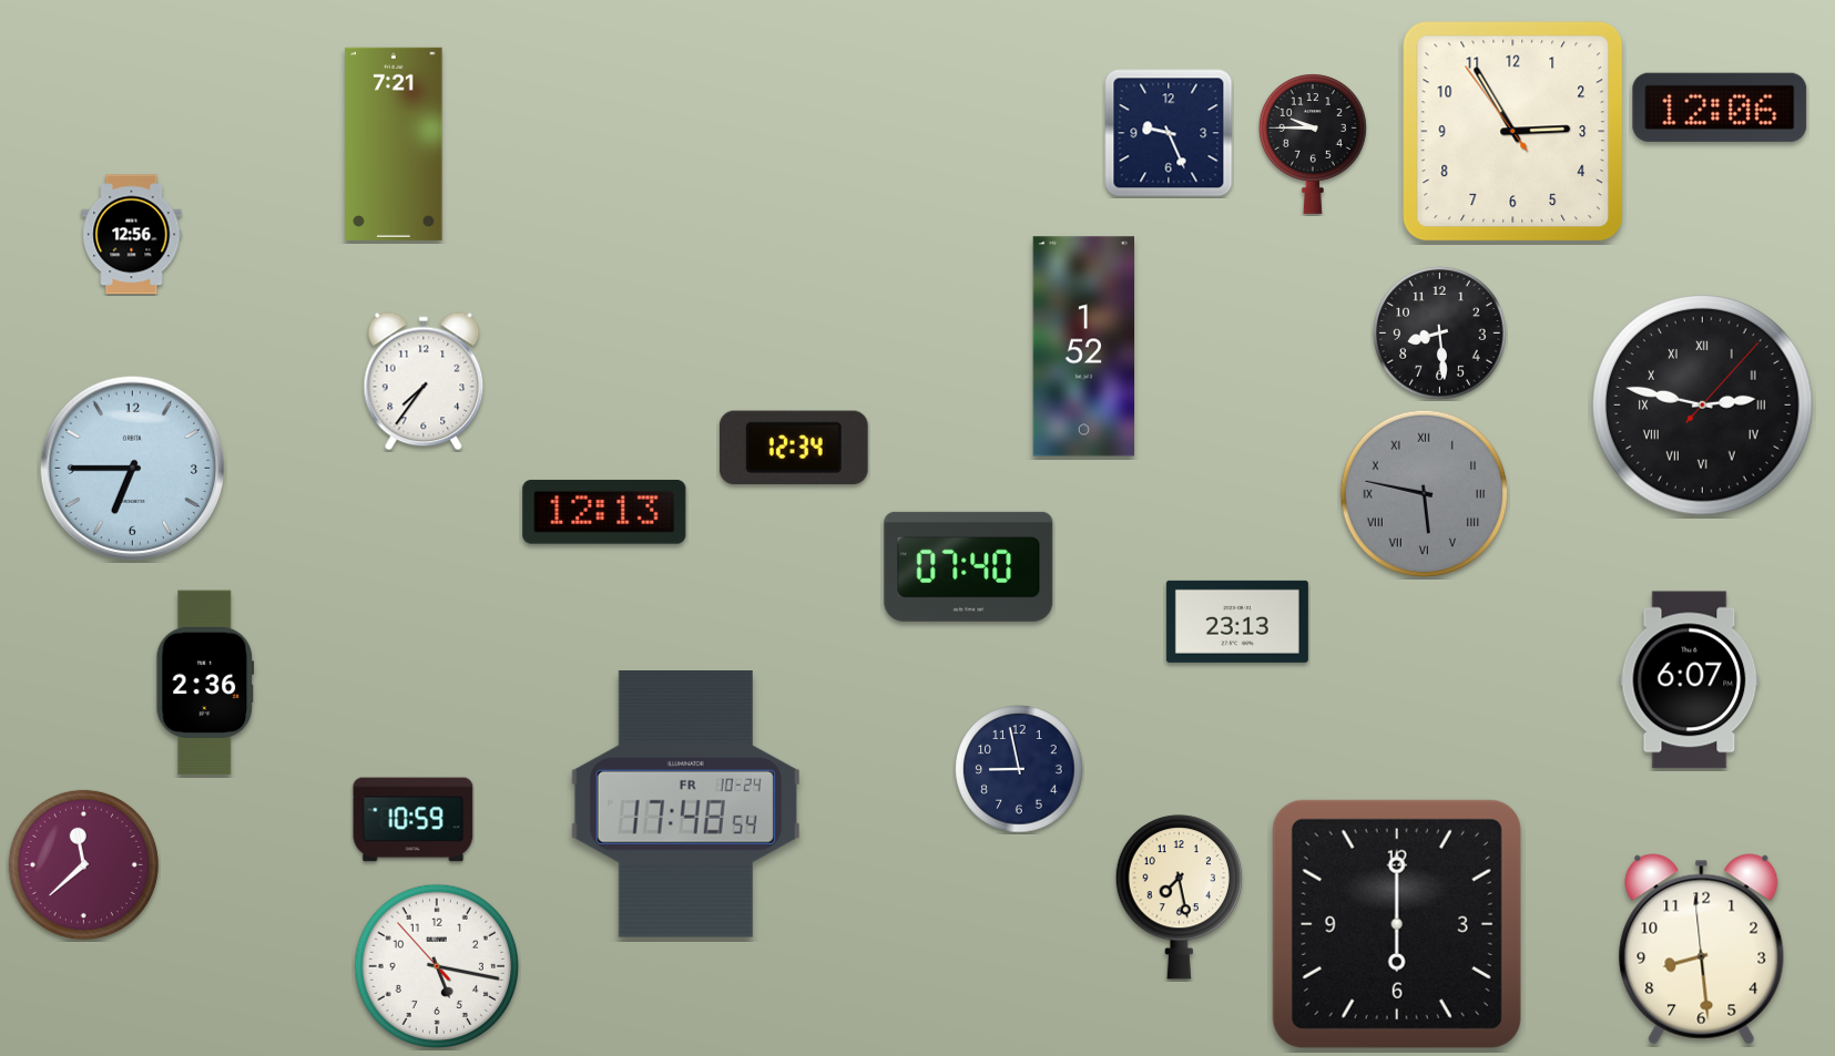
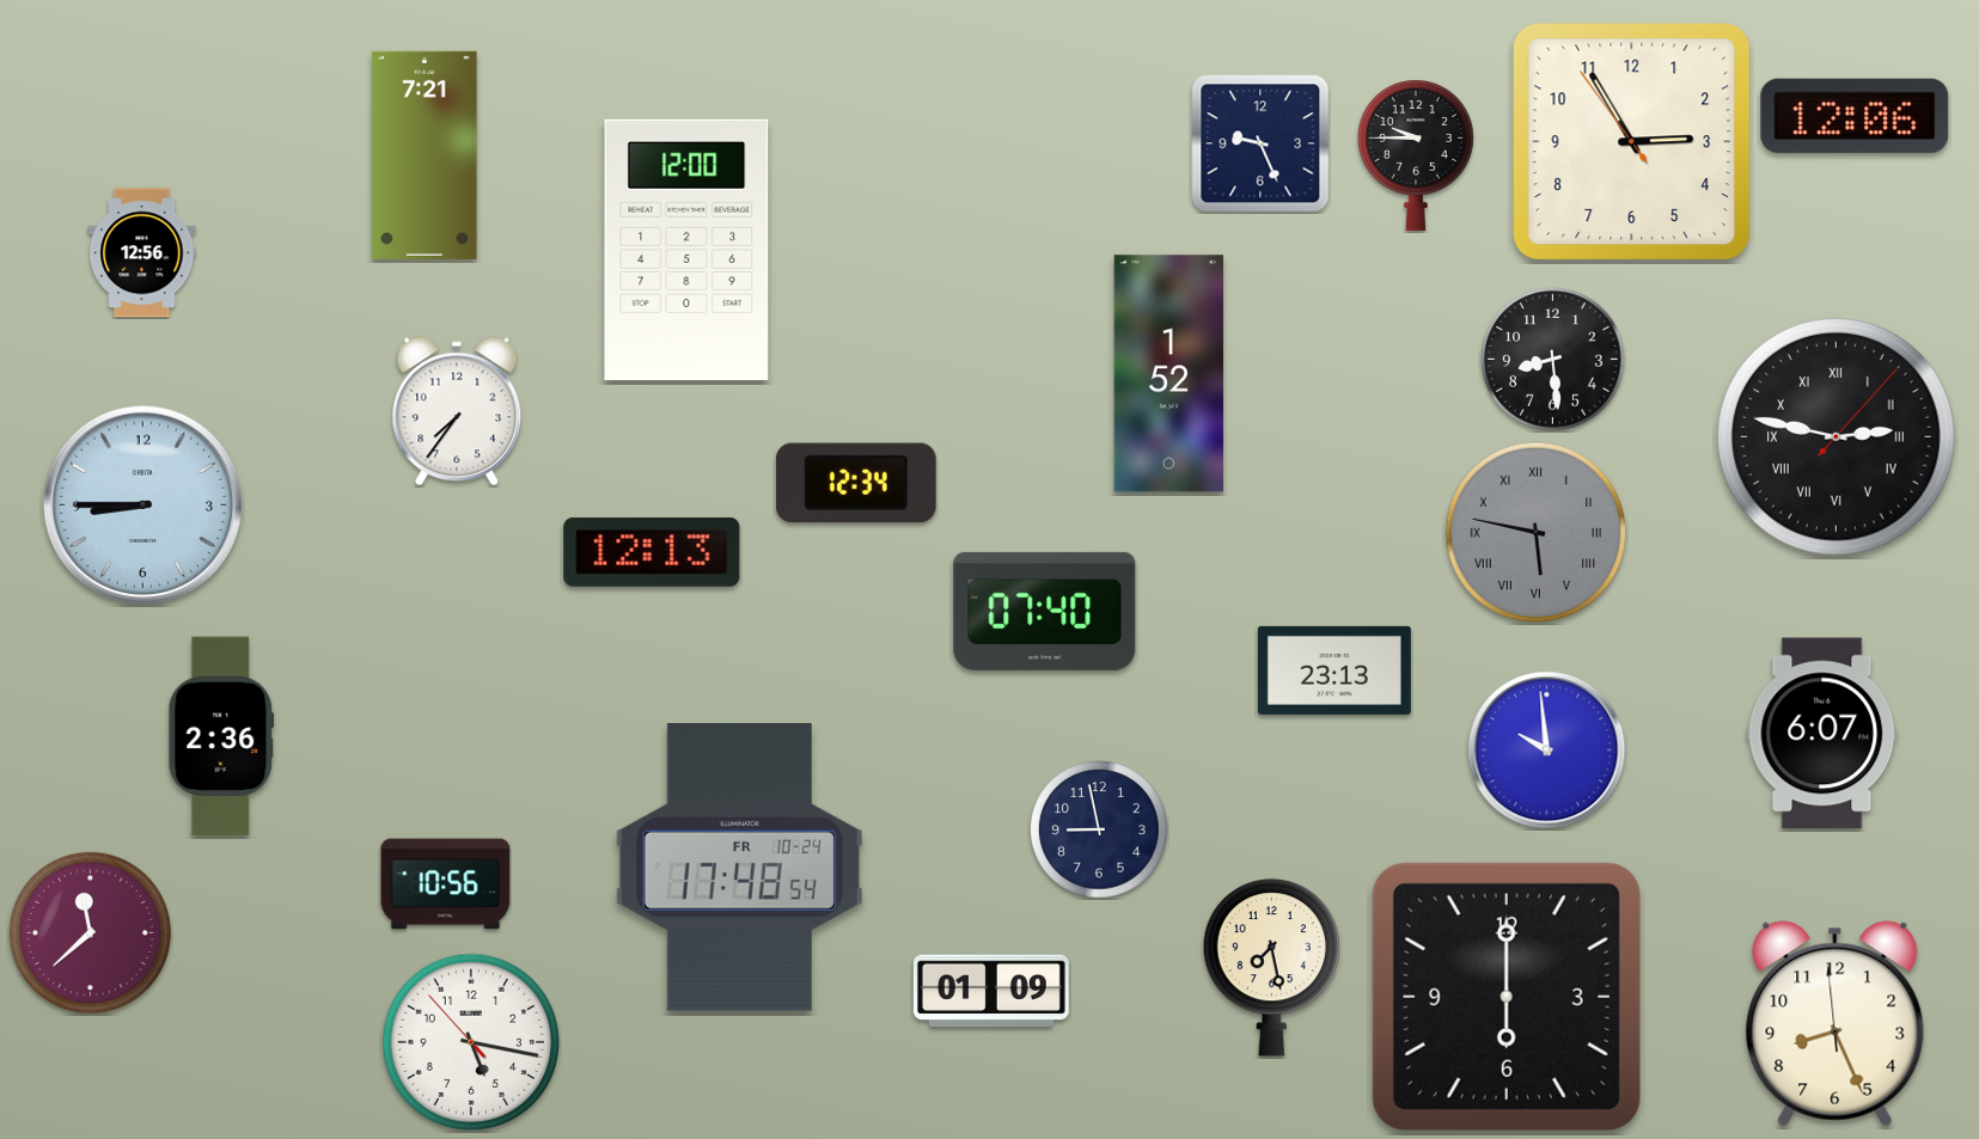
clock at (686, 250): none -> 12:00
clock at (133, 469): 6:45 -> 8:45
clock at (1547, 751): none -> 9:59
clock at (414, 820): 10:59 -> 10:56
clock at (991, 991): none -> 01:09
clock at (1702, 950): 8:28 -> 8:25
